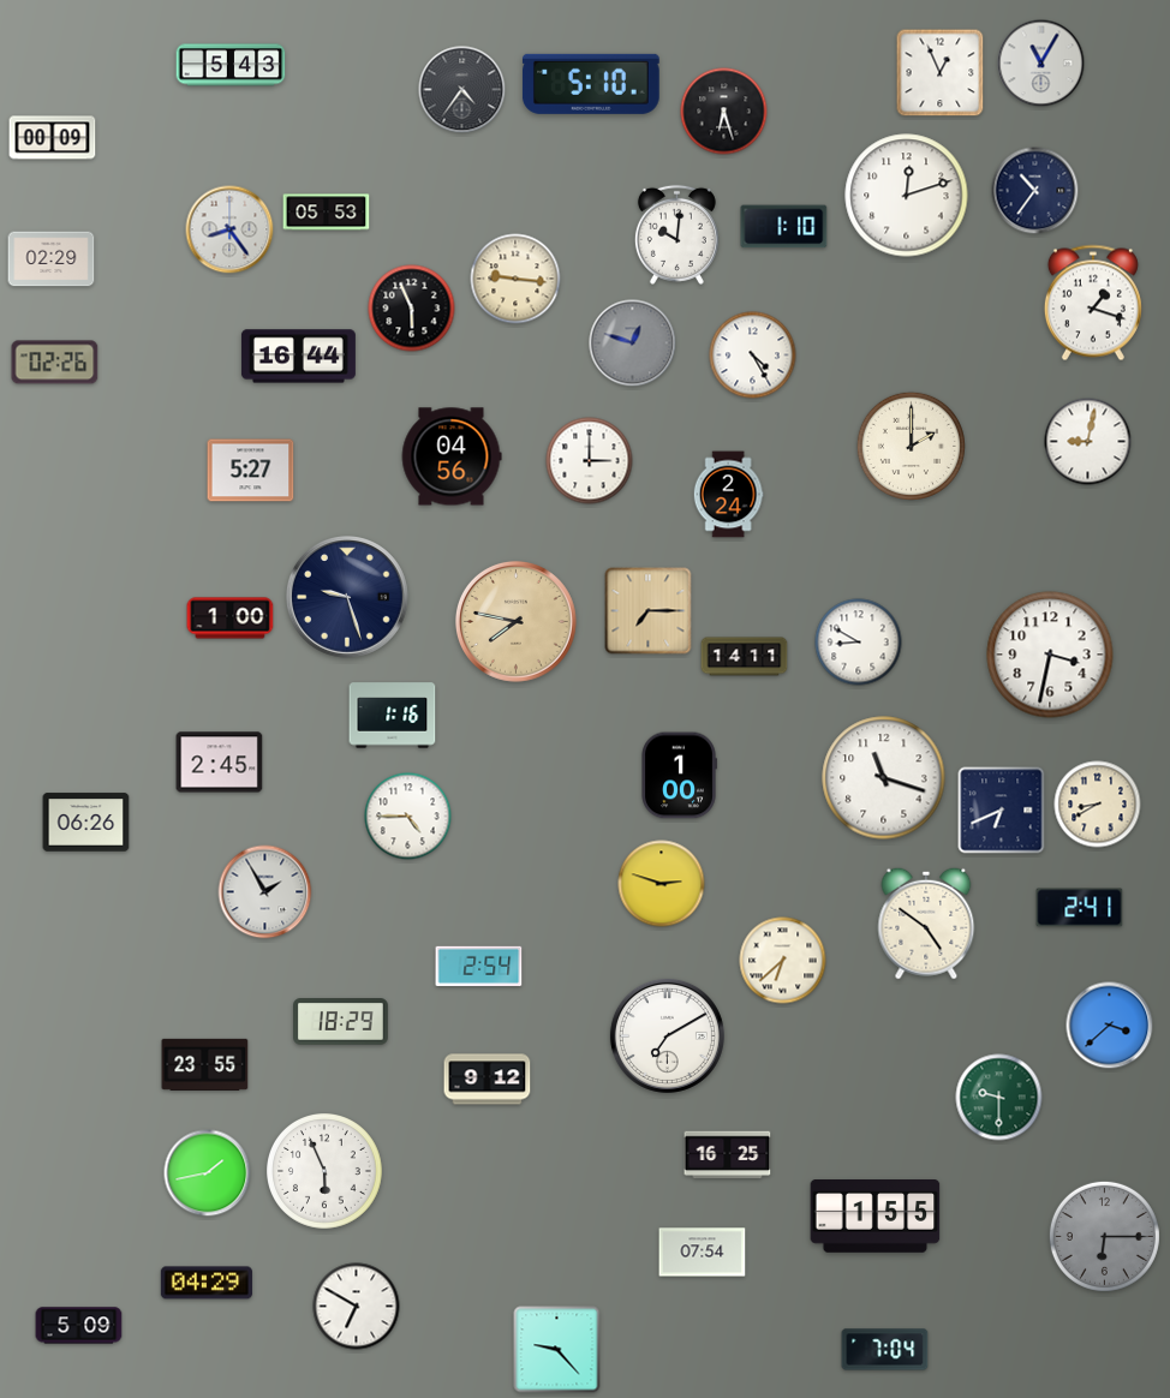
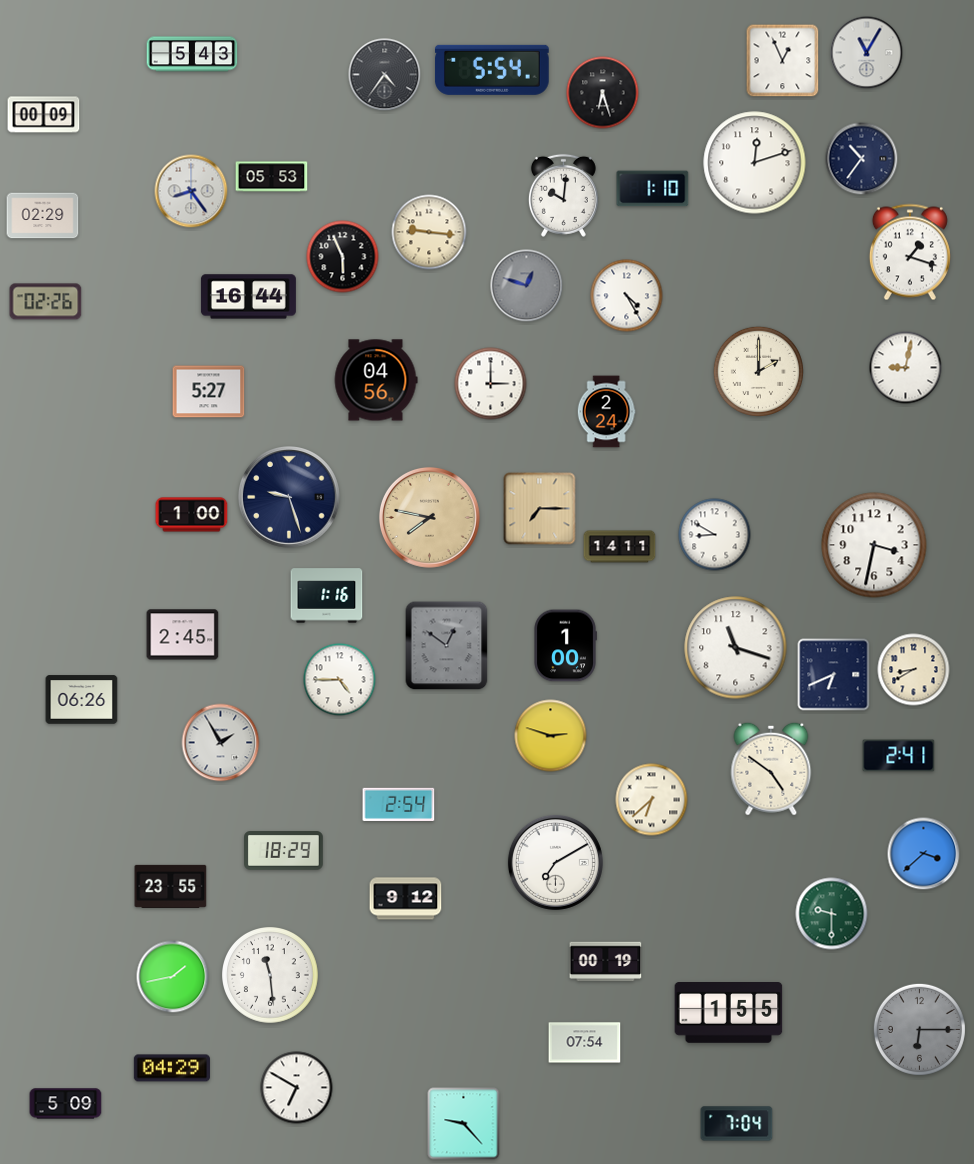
clock at (591, 84): 5:10 -> 5:54
clock at (447, 646): none -> 12:51
clock at (86, 823) position: (86, 823) -> (82, 700)
clock at (728, 1155): 16:25 -> 00:19
clock at (326, 1172): 5:56 -> 11:29
